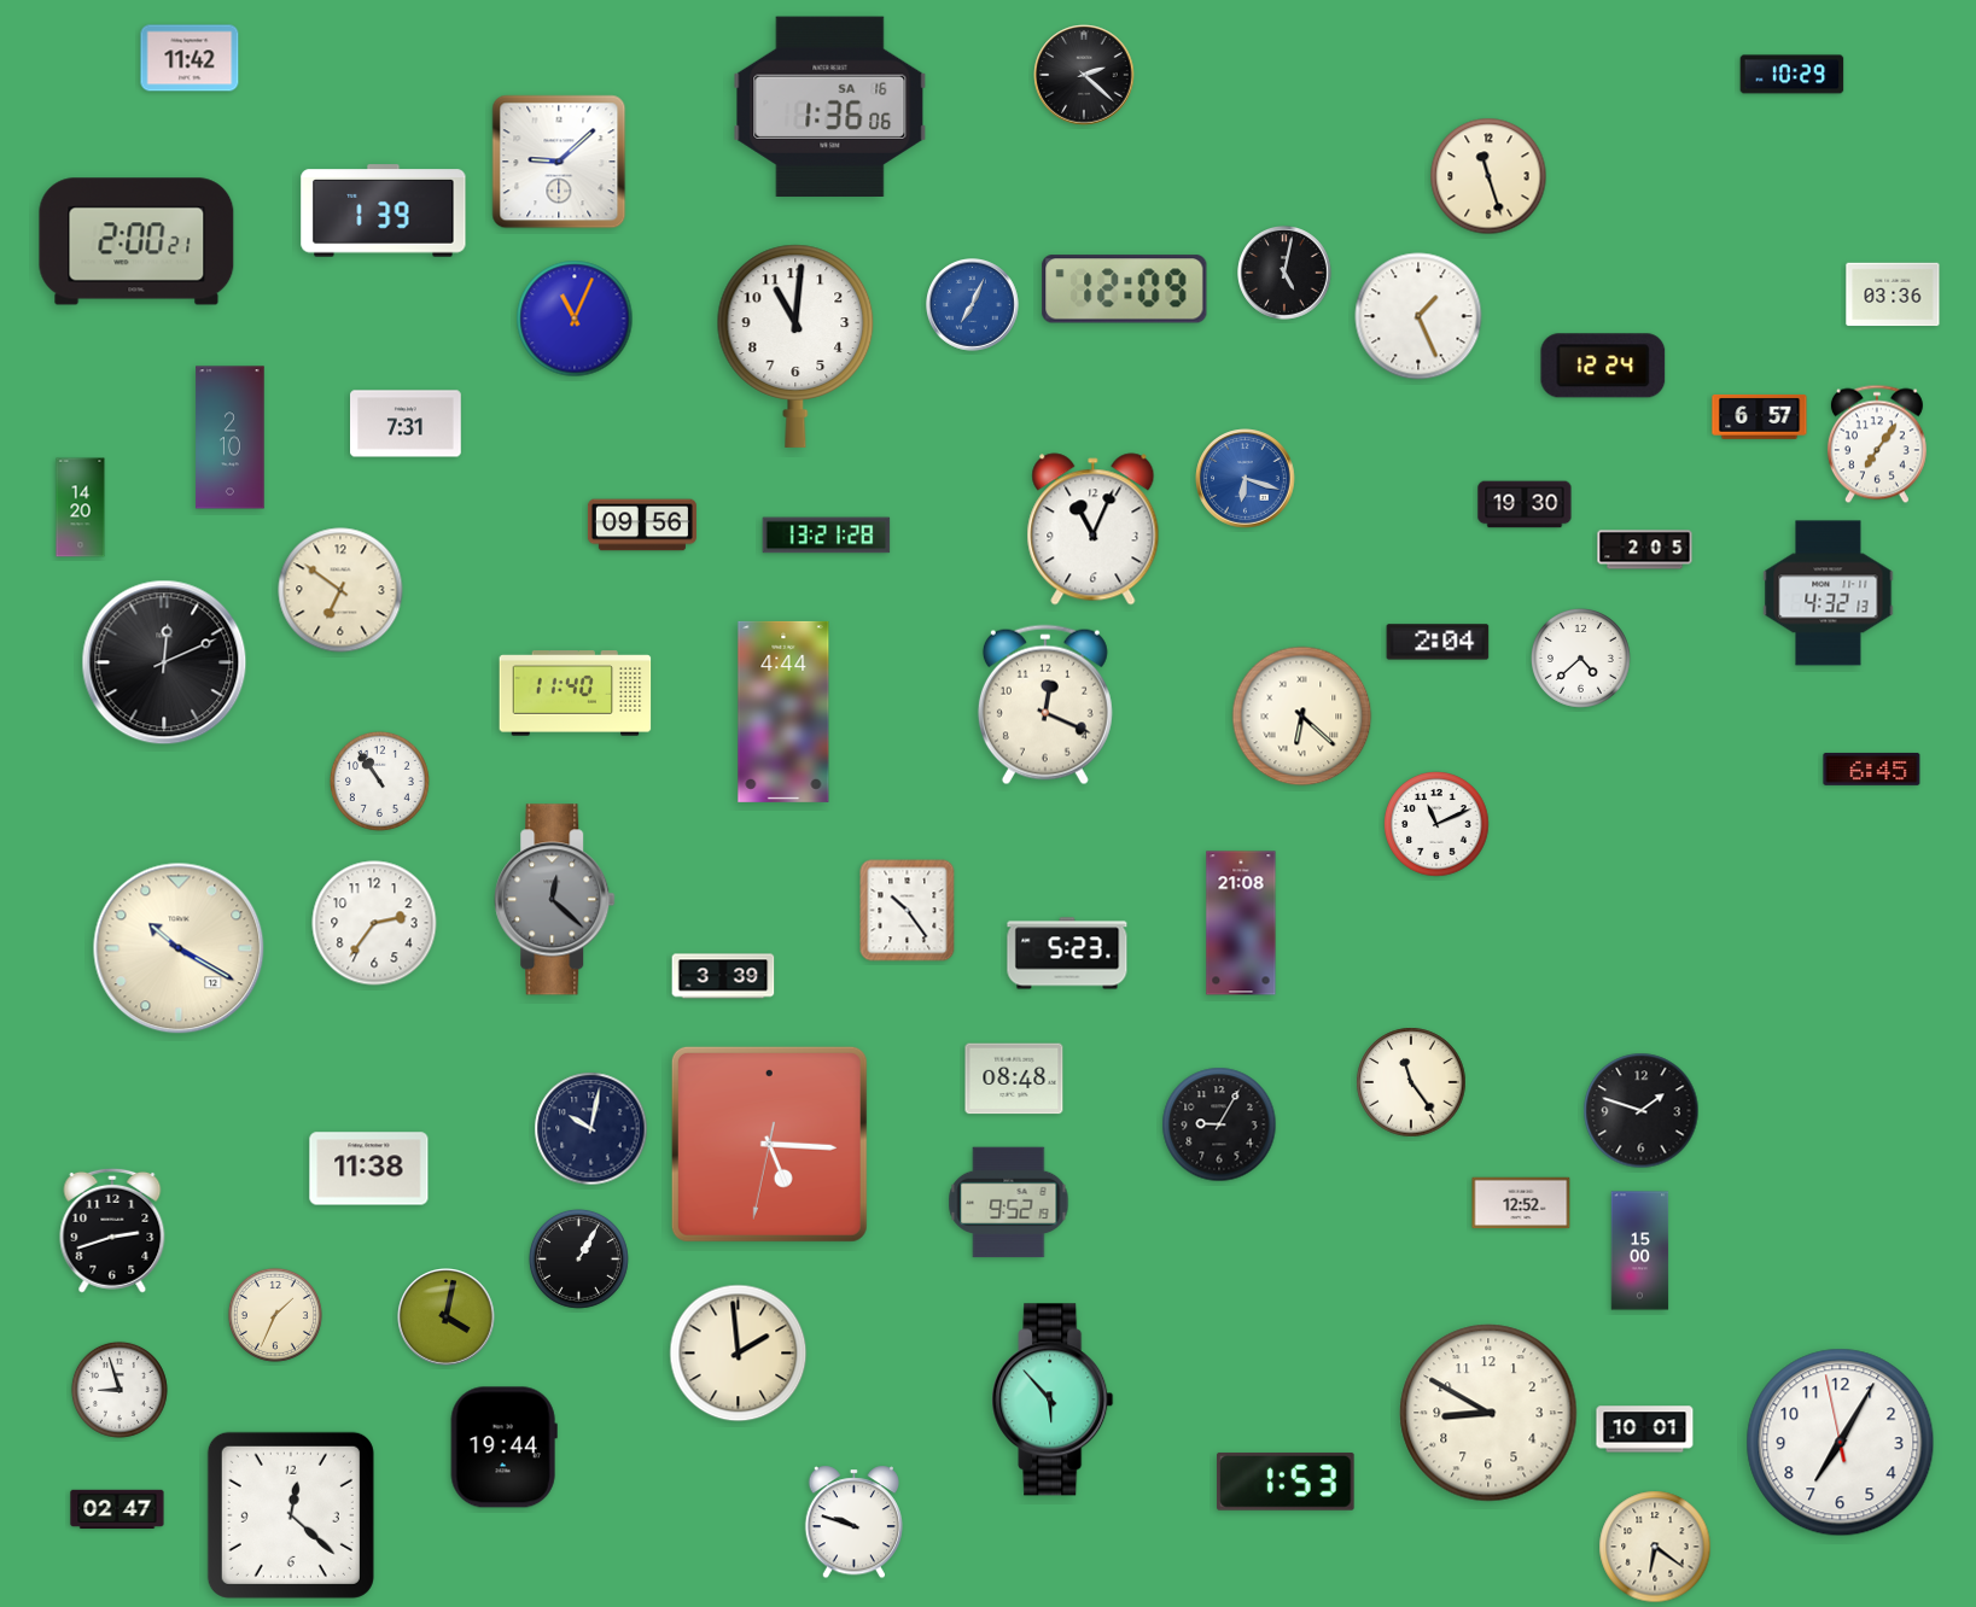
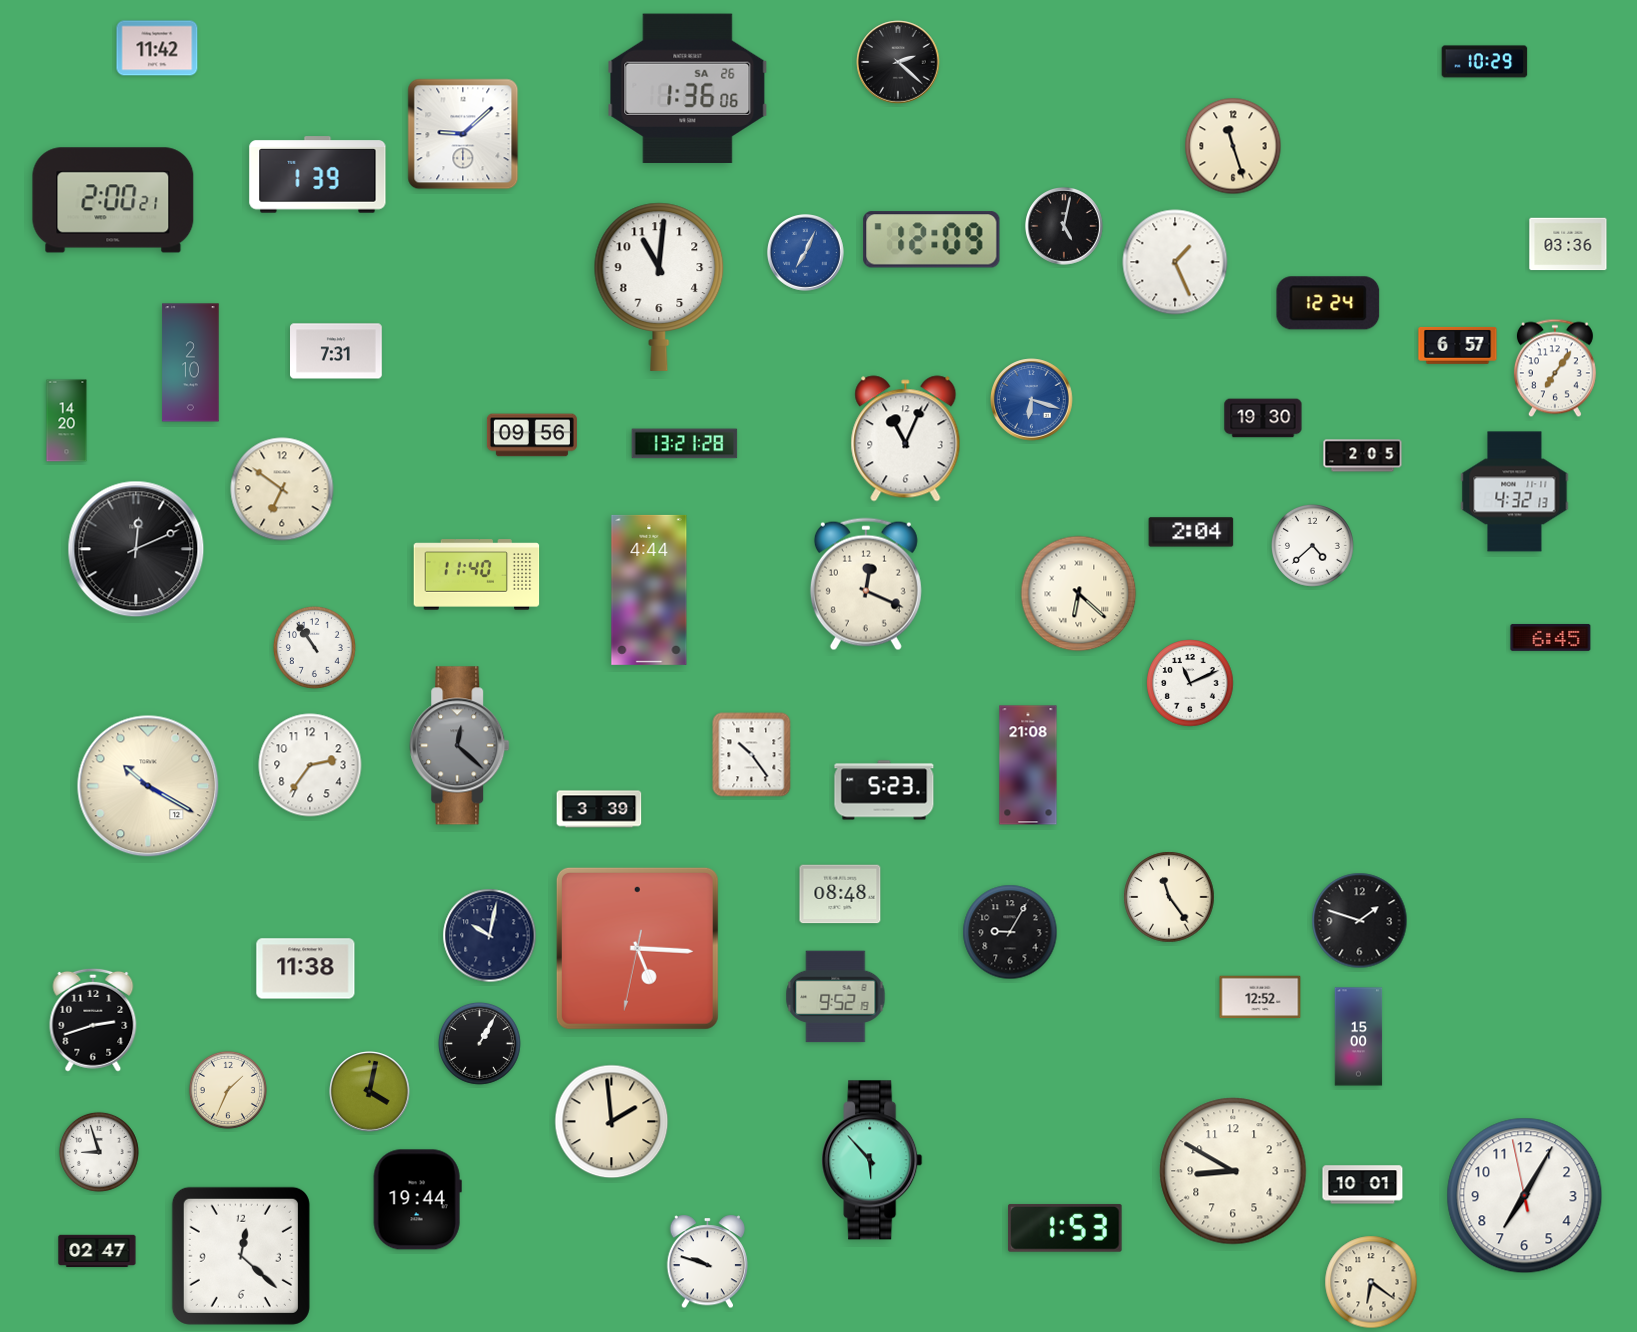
clock at (830, 106) date: SA 16 -> SA 26
clock at (575, 319): 11:04 -> none
clock at (1246, 479) position: (1246, 479) -> (1032, 400)
clock at (1580, 658) position: (1580, 658) -> (1312, 545)
